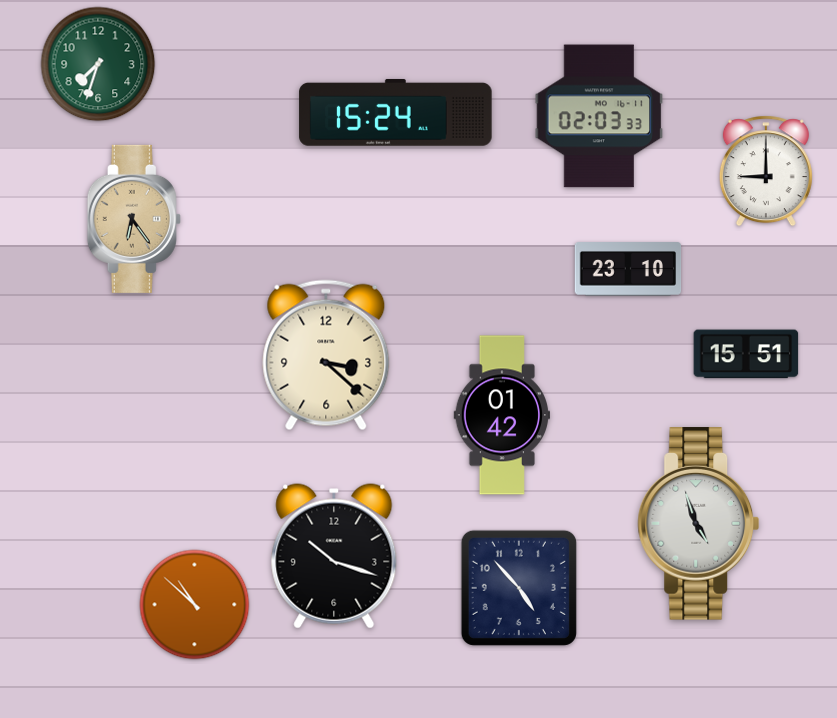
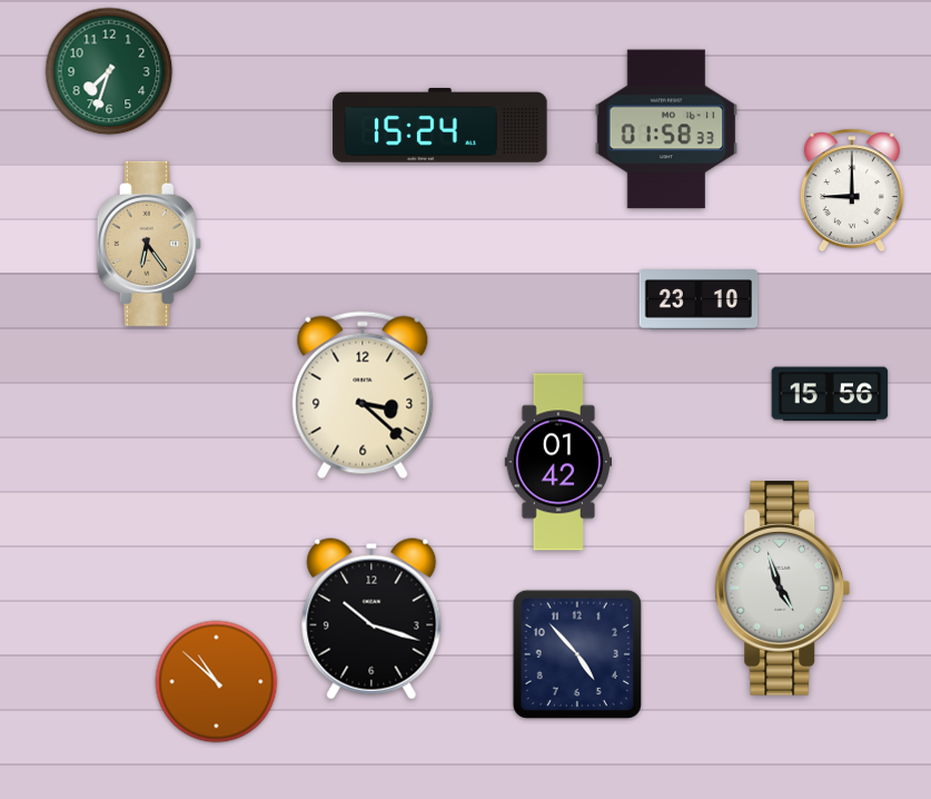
clock at (599, 116): 02:03 -> 01:58
clock at (746, 354): 15:51 -> 15:56
clock at (699, 524) position: (699, 524) -> (783, 589)
clock at (195, 605) position: (195, 605) -> (217, 682)
